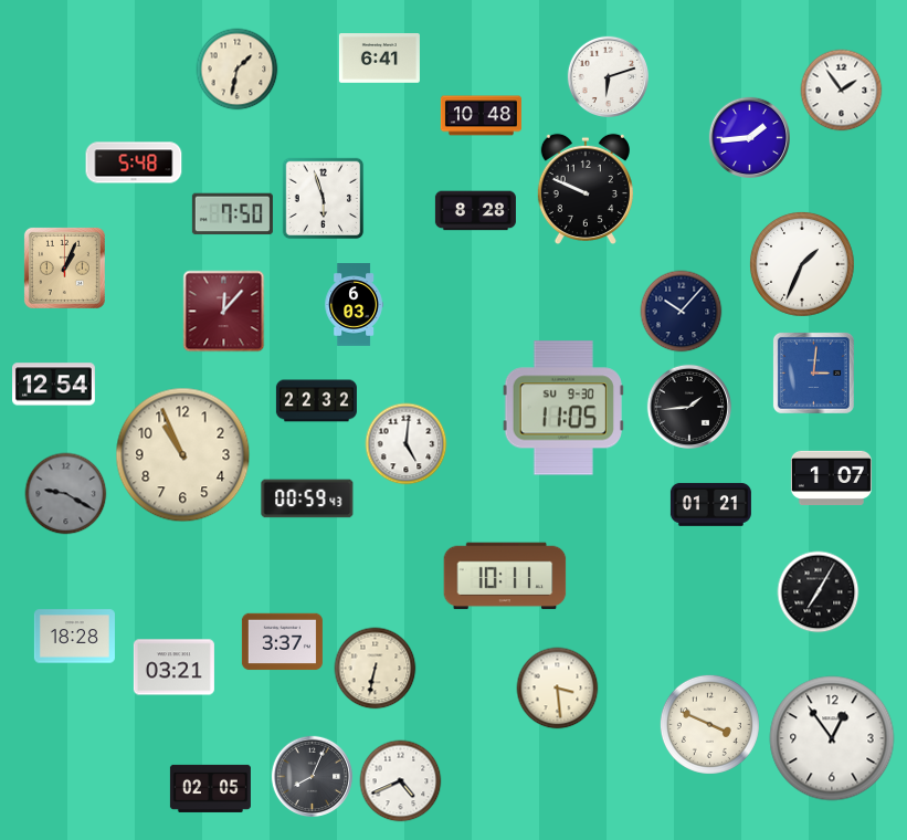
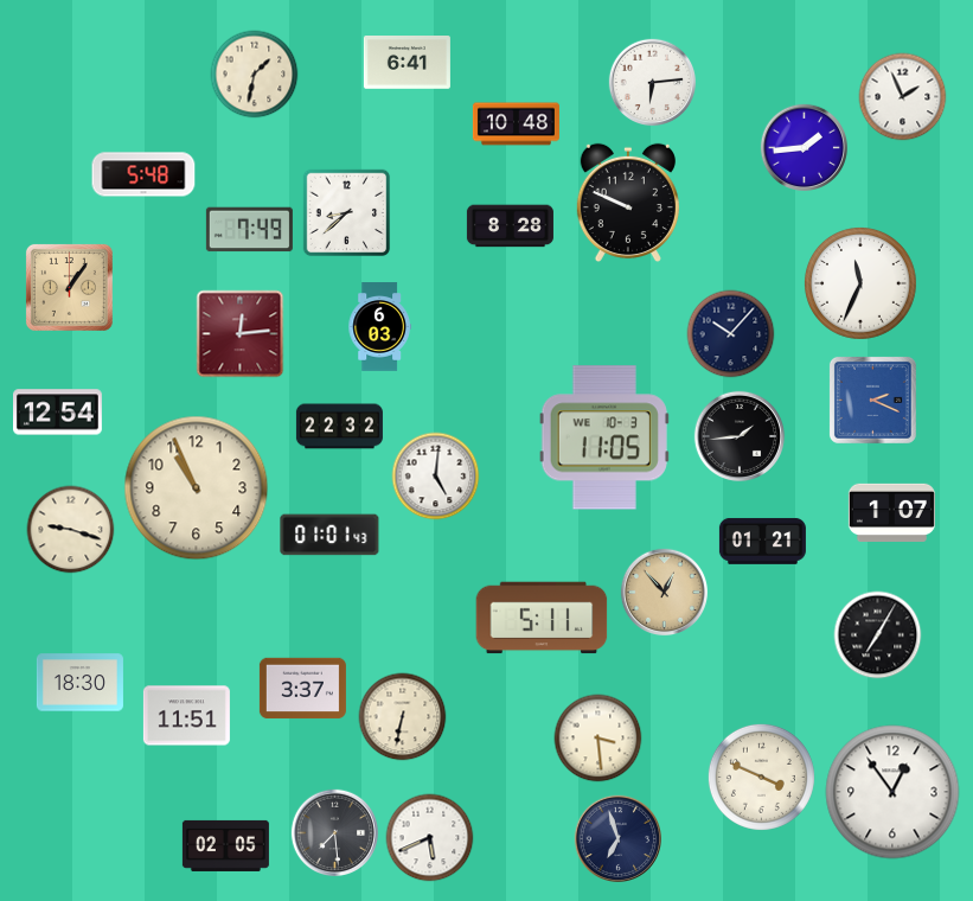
clock at (608, 76): 6:12 -> 6:14
clock at (842, 91): 1:54 -> 1:56
clock at (324, 199): 5:57 -> 8:38
clock at (232, 214): 7:50 -> 7:49
clock at (802, 264): 1:34 -> 11:34
clock at (64, 267): 1:04 -> 1:06
clock at (224, 312): 12:07 -> 12:14
clock at (813, 372): 3:01 -> 2:19
clock at (316, 401) position: (316, 401) -> (339, 427)
clock at (563, 408) date: SU 9-30 -> WE 10-3
clock at (66, 494): 9:20 -> 9:18
clock at (66, 494) dial: grey -> cream
clock at (307, 498): 00:59 -> 01:01
clock at (664, 592): none -> 12:53
clock at (505, 576): 10:11 -> 5:11
clock at (74, 637): 18:28 -> 18:30
clock at (173, 668): 03:21 -> 11:51
clock at (312, 776): 8:04 -> 7:29
clock at (401, 781): 4:41 -> 5:41
clock at (617, 838): none -> 6:57
